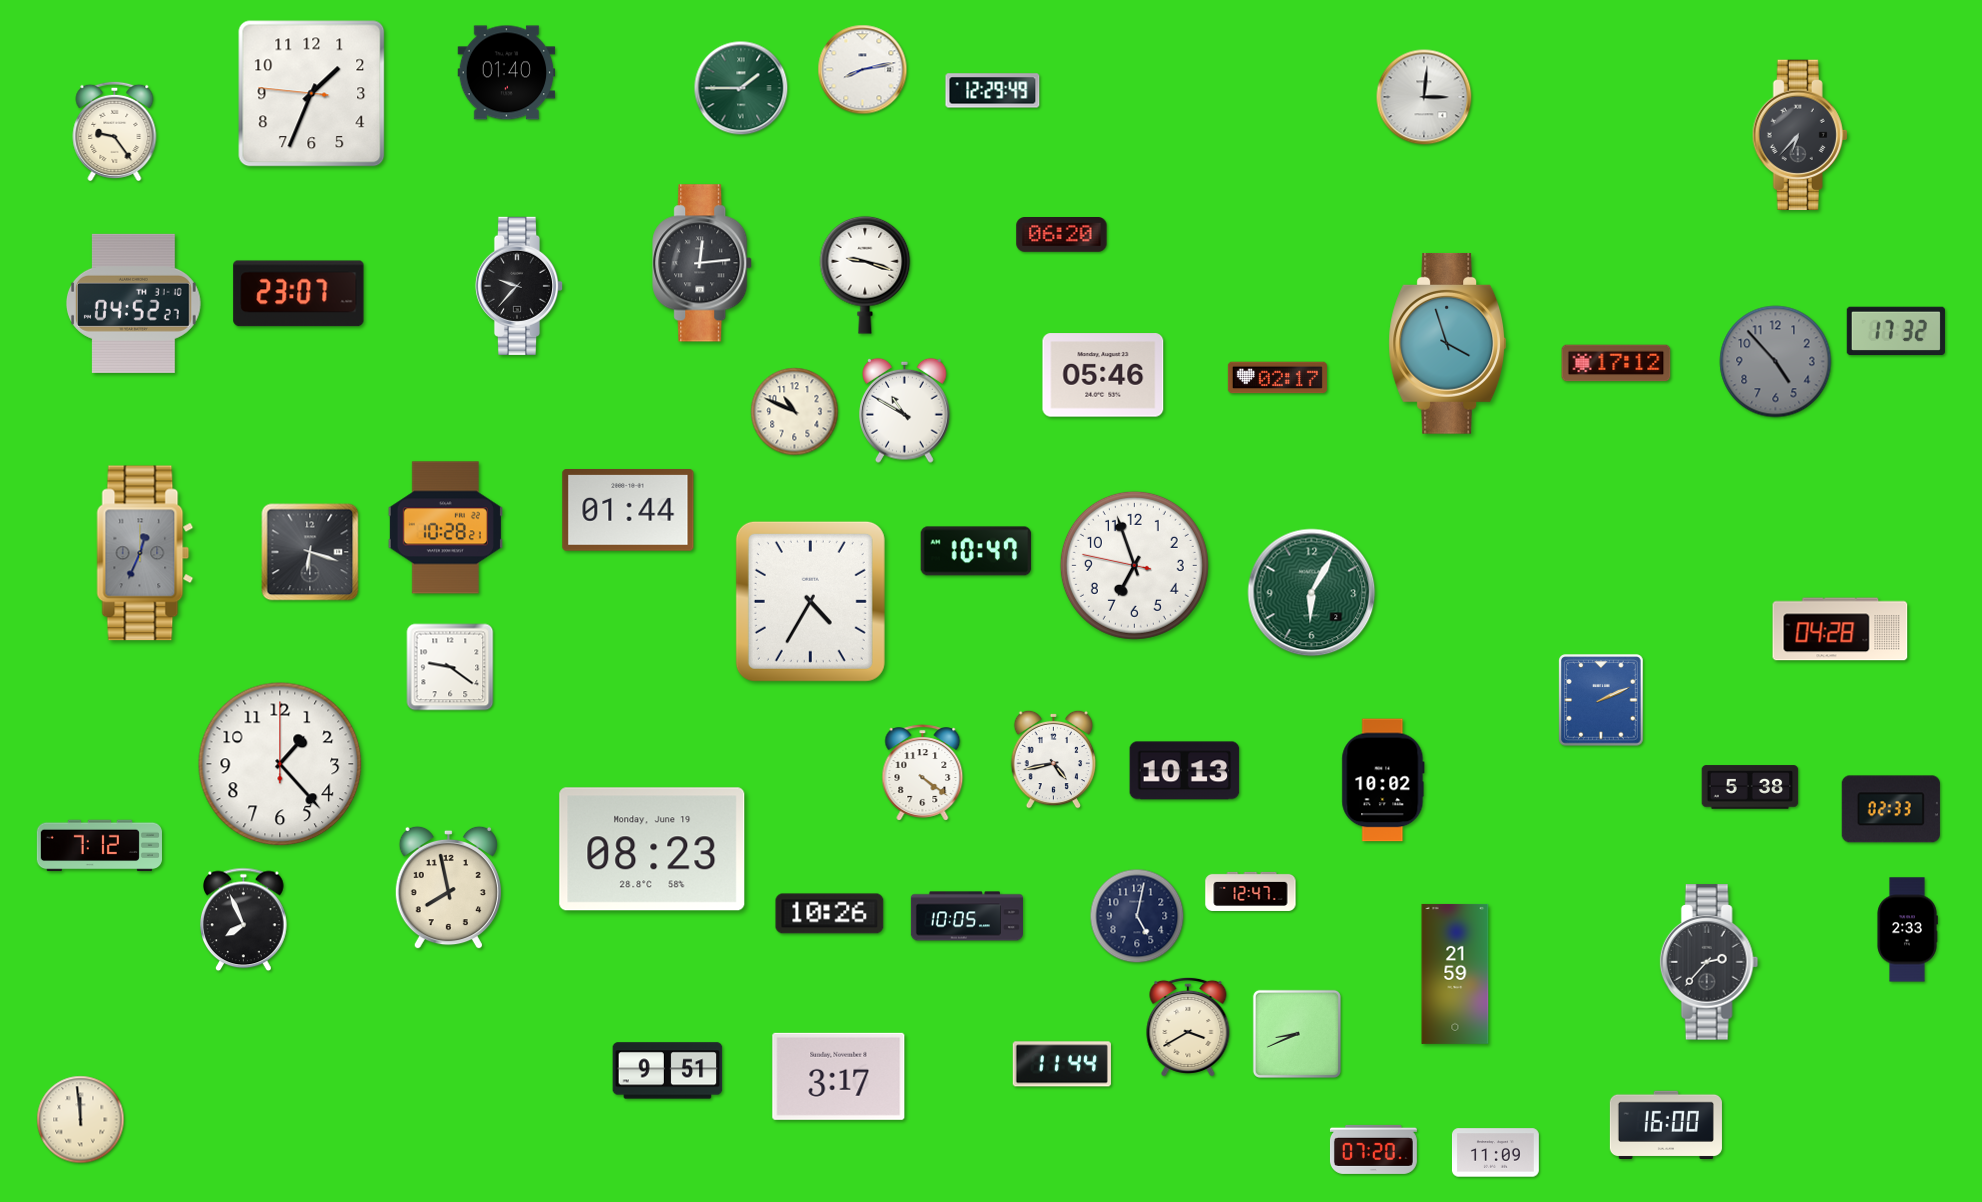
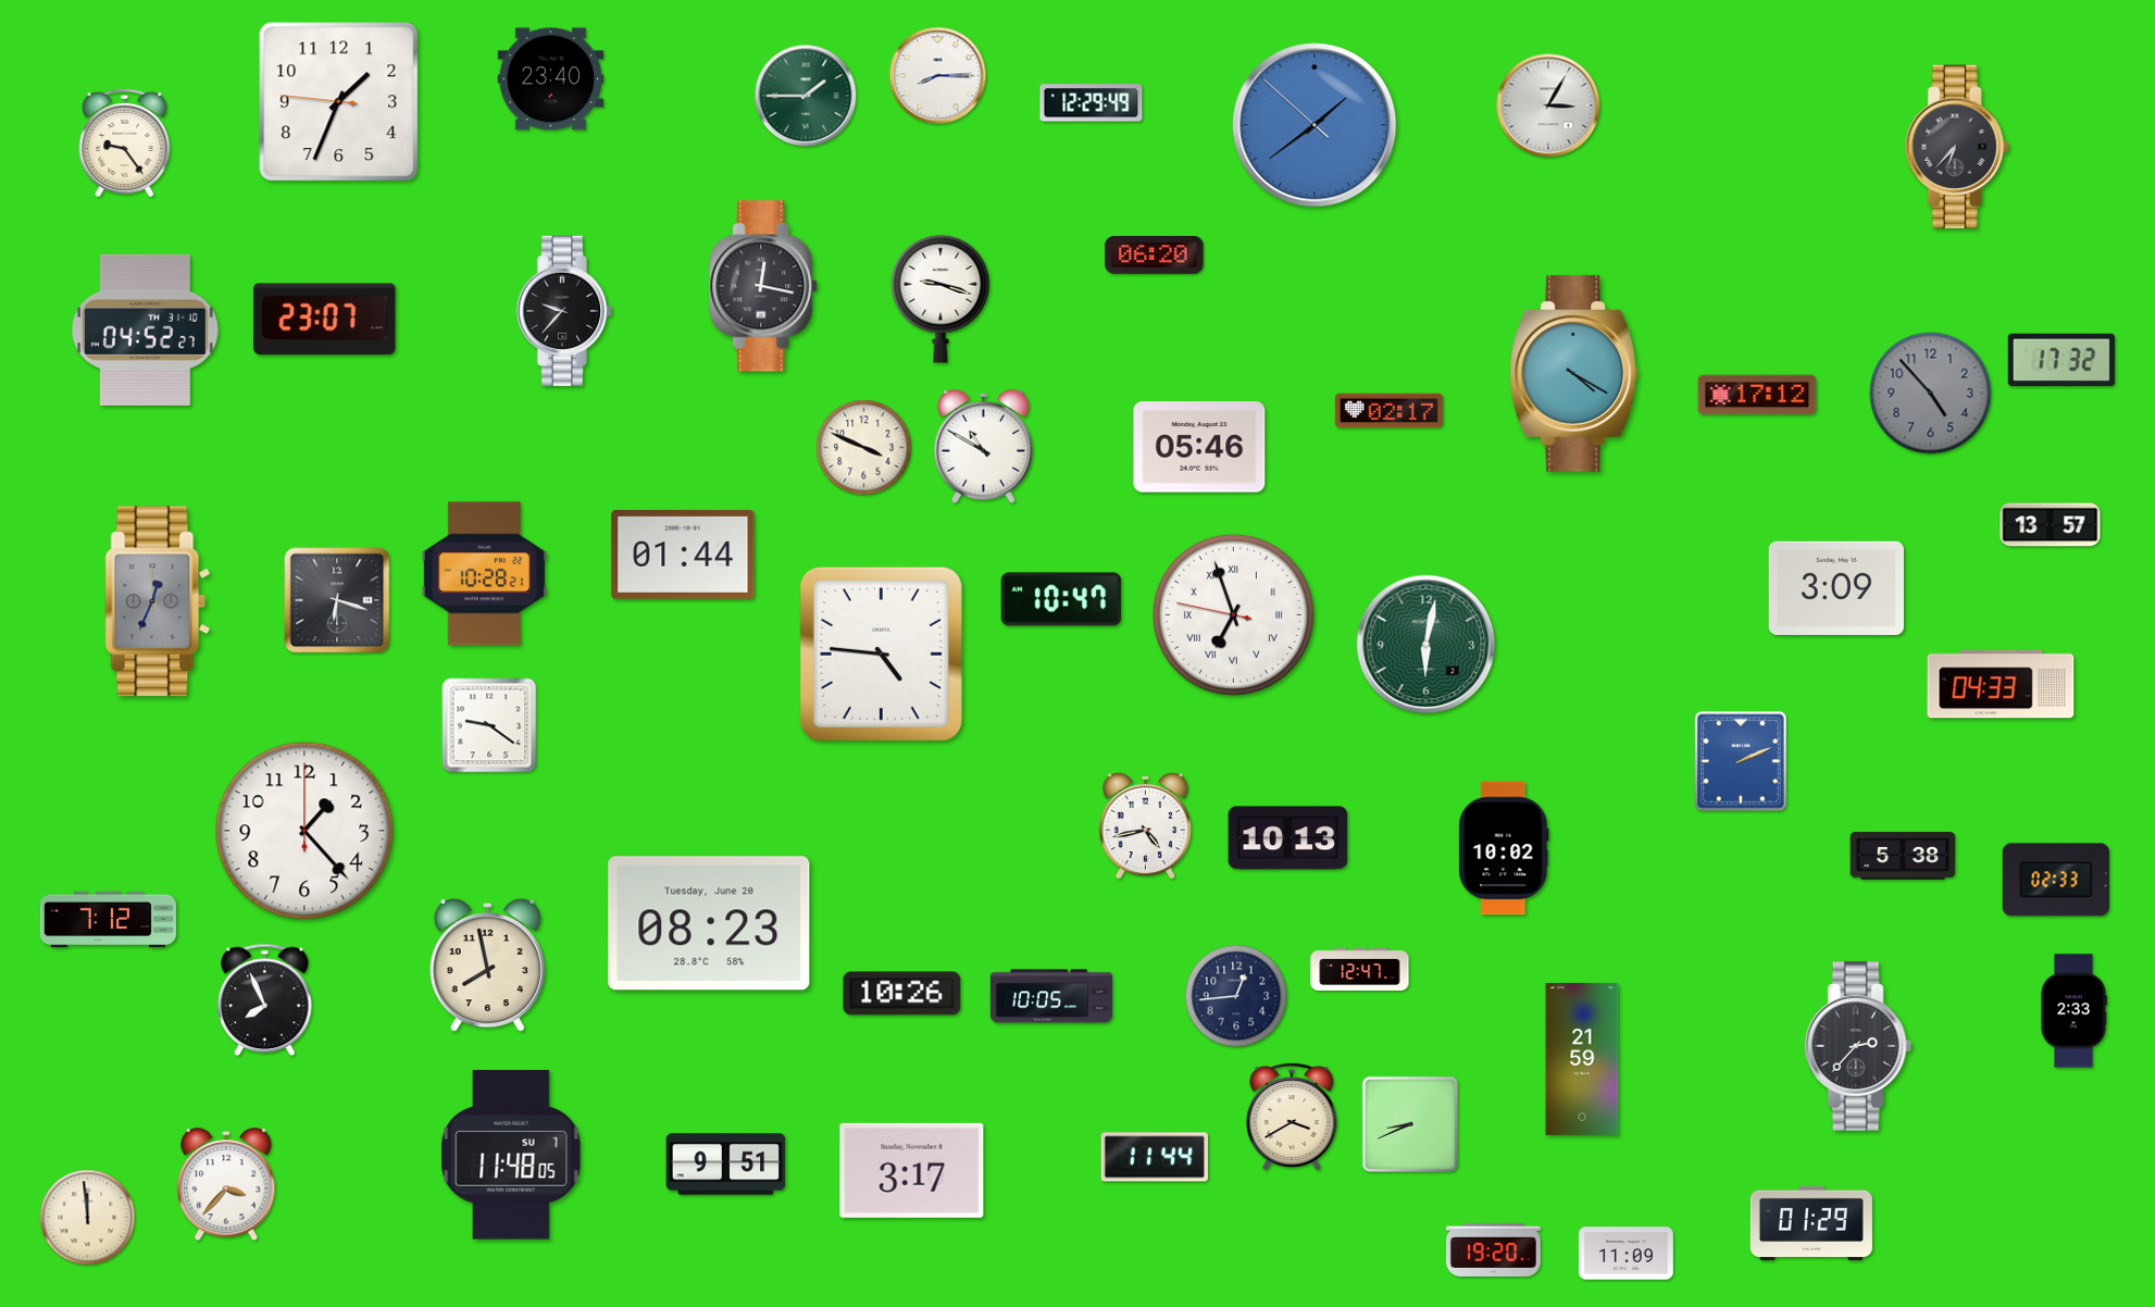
clock at (863, 70): 8:13 -> 8:15
clock at (507, 73): 01:40 -> 23:40
clock at (993, 91) position: (993, 91) -> (1092, 103)
clock at (1424, 97): 3:01 -> 3:05
clock at (1315, 125): none -> 1:38
clock at (703, 263): 12:14 -> 12:17
clock at (1448, 343): 3:57 -> 4:20
clock at (1103, 375) position: (1103, 375) -> (1199, 447)
clock at (795, 412): 10:49 -> 3:49
clock at (2051, 525): none -> 13:57
clock at (1836, 588): none -> 3:09
clock at (1134, 565) numerals: Arabic -> Roman
clock at (1312, 593): 6:05 -> 6:02
clock at (810, 601): 4:35 -> 4:46
clock at (1840, 629): 04:28 -> 04:33
clock at (923, 773): 4:21 -> none
clock at (652, 849) date: Monday, June 19 -> Tuesday, June 20
clock at (1137, 916): 5:02 -> 12:44
clock at (511, 1155): none -> 11:48
clock at (226, 1185): none -> 3:37
clock at (1666, 1124): 16:00 -> 01:29
clock at (1373, 1149): 07:20 -> 19:20
